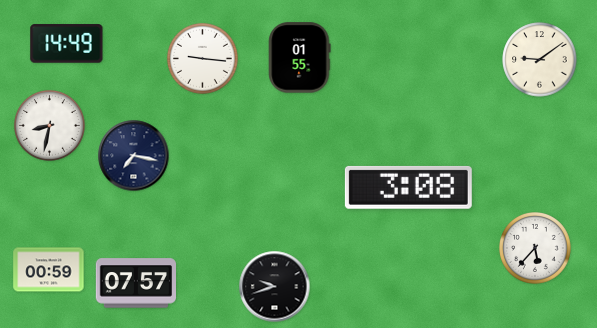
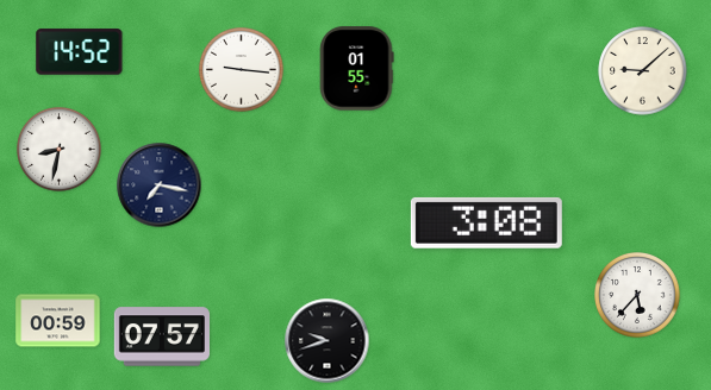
clock at (67, 44): 14:49 -> 14:52
clock at (540, 60): 9:09 -> 9:08
